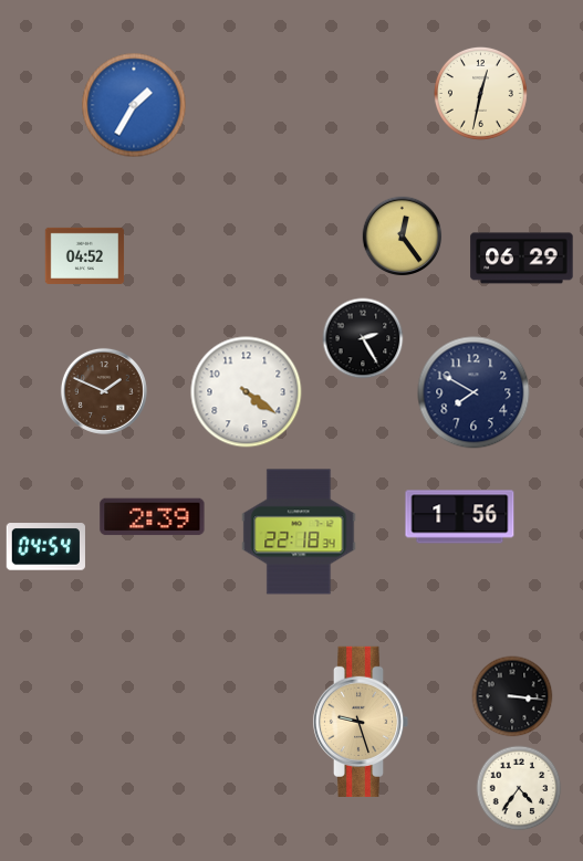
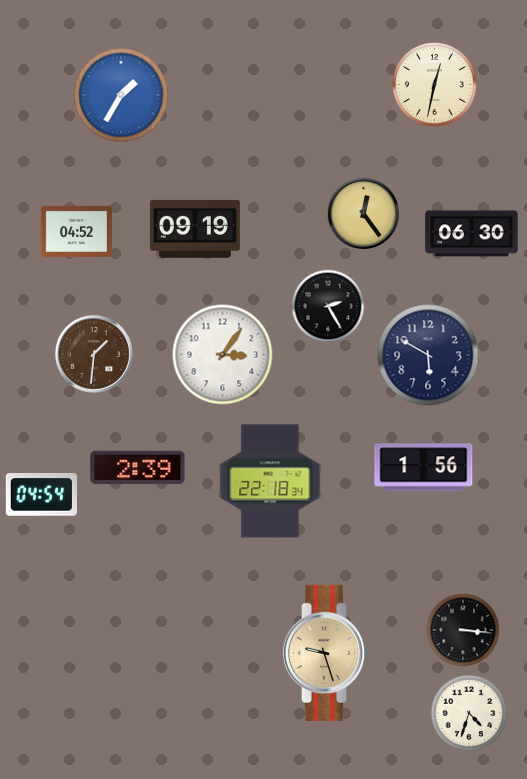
clock at (195, 229): none -> 09:19
clock at (522, 259): 06:29 -> 06:30
clock at (104, 391): 1:49 -> 1:31
clock at (247, 392): 4:21 -> 3:06
clock at (473, 392): 7:50 -> 5:50
clock at (460, 517) position: (460, 517) -> (424, 468)
clock at (519, 788): 4:36 -> 4:33
